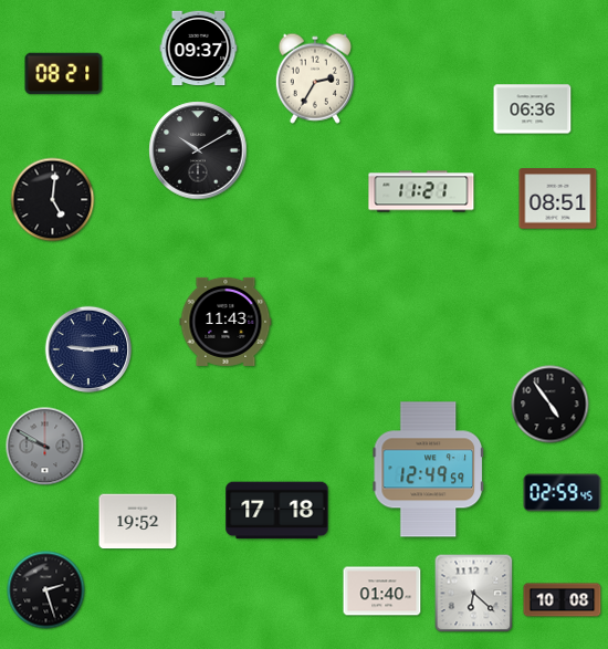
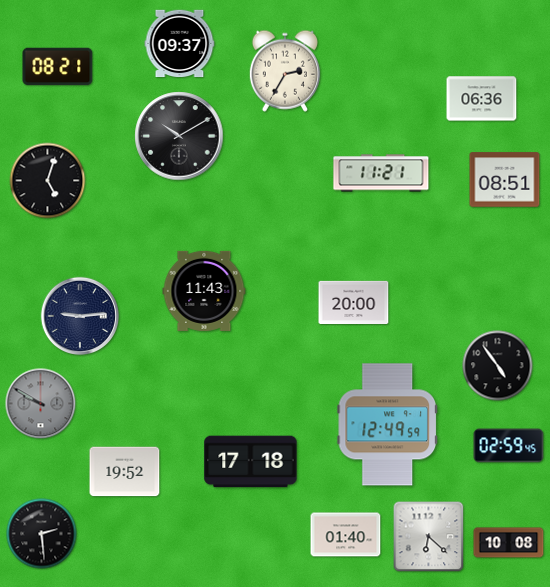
clock at (53, 200): 5:01 -> 5:03
clock at (354, 302): none -> 20:00
clock at (46, 590): 2:27 -> 2:29
